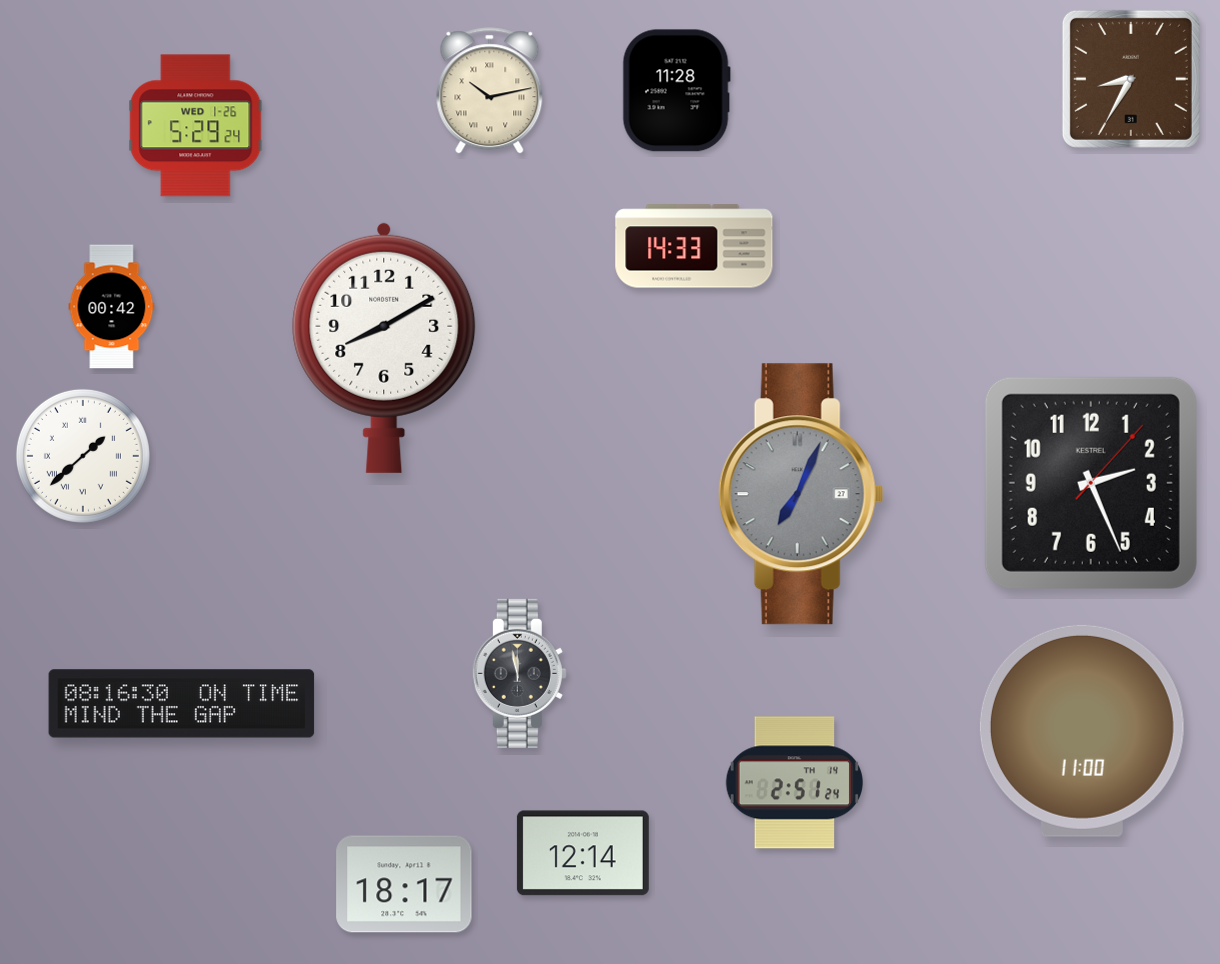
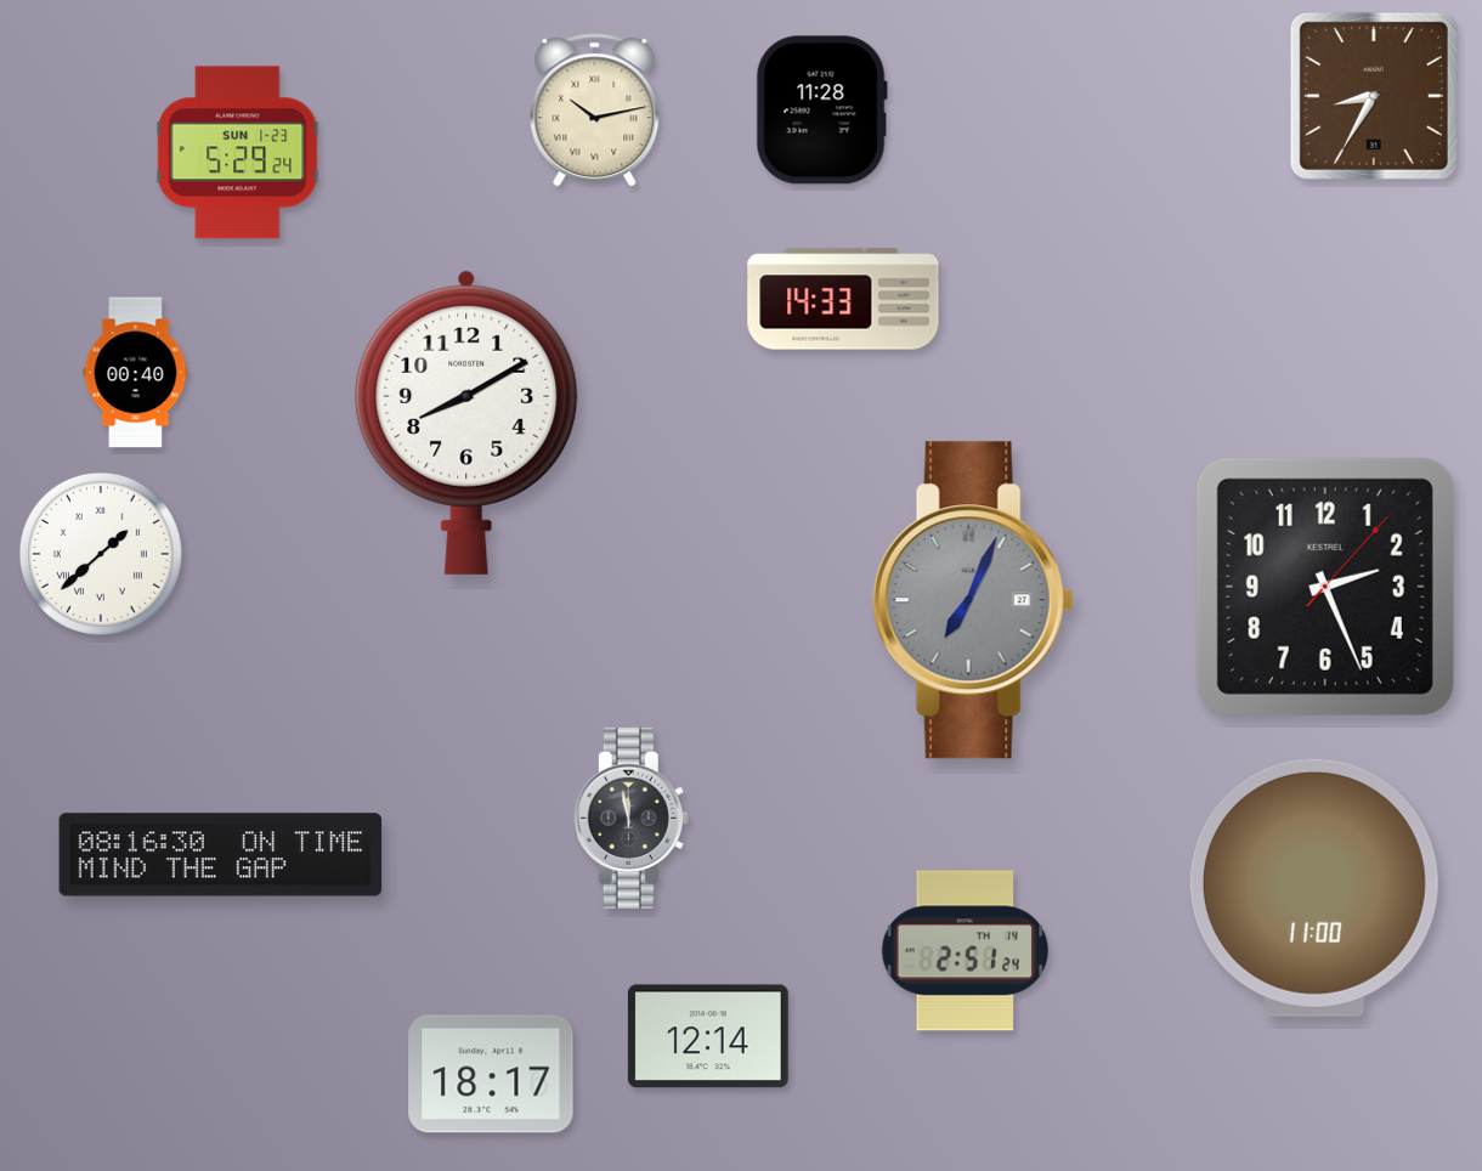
clock at (196, 126) date: WED 1-26 -> SUN 1-23
clock at (112, 307): 00:42 -> 00:40
